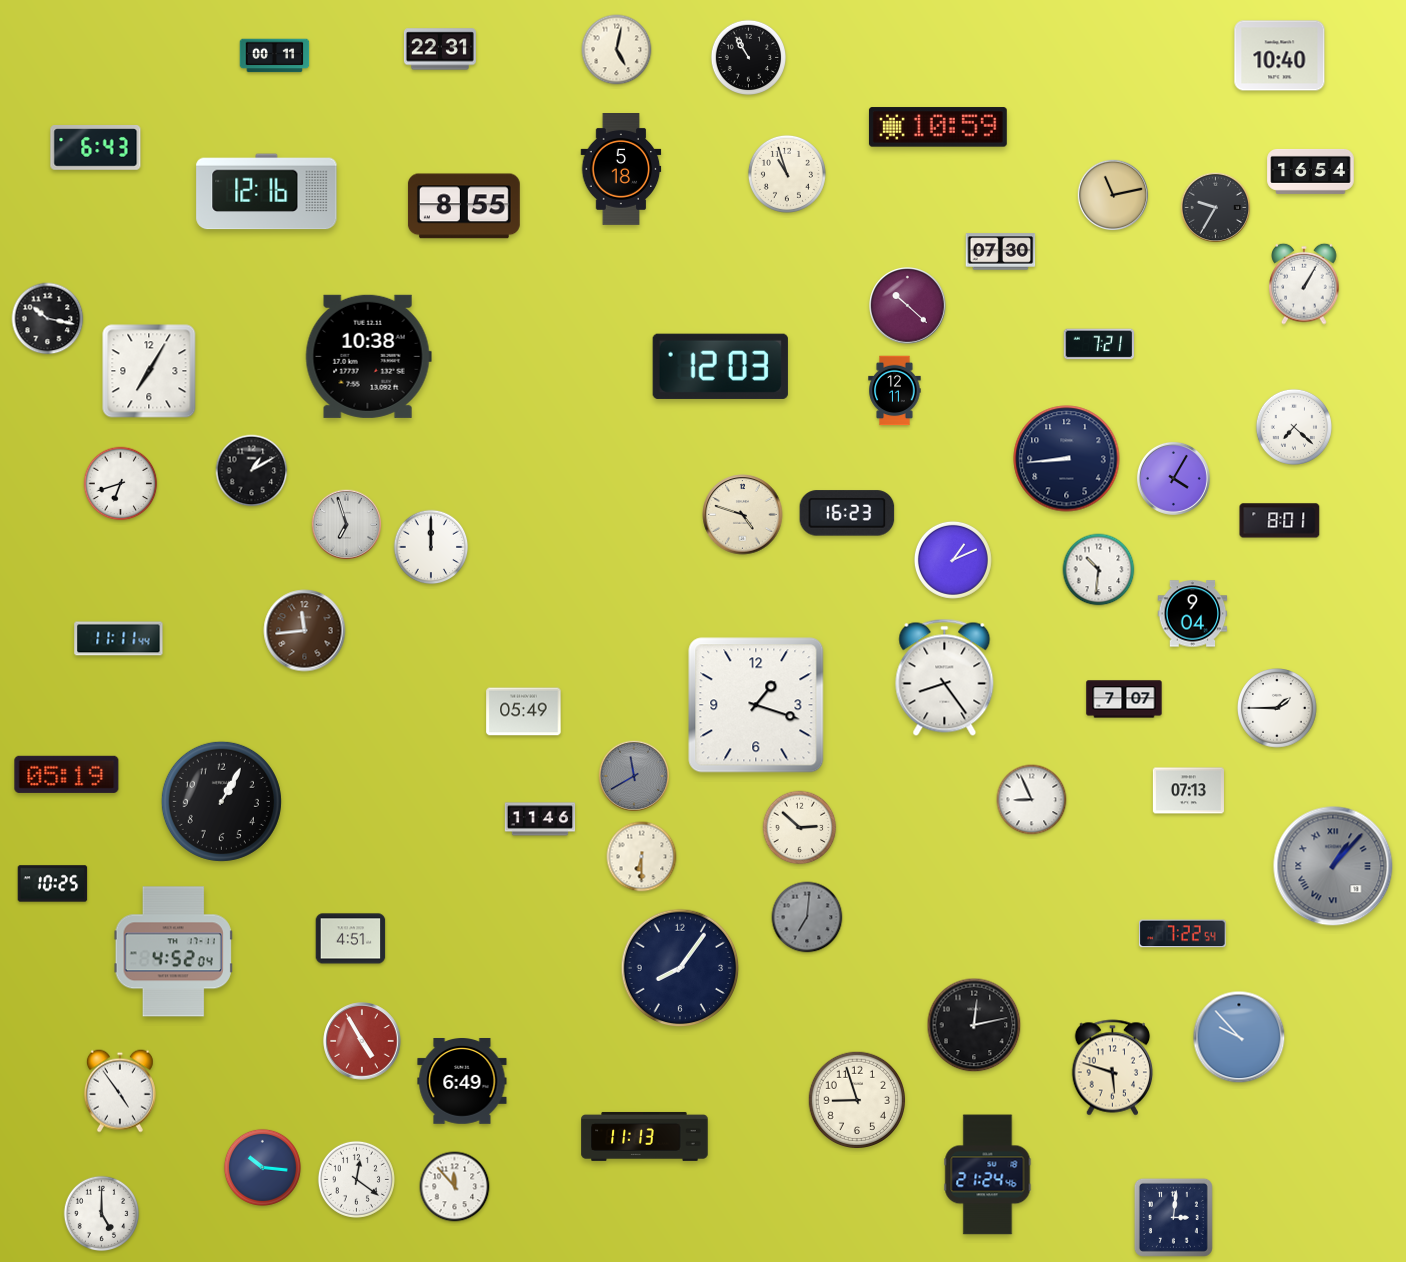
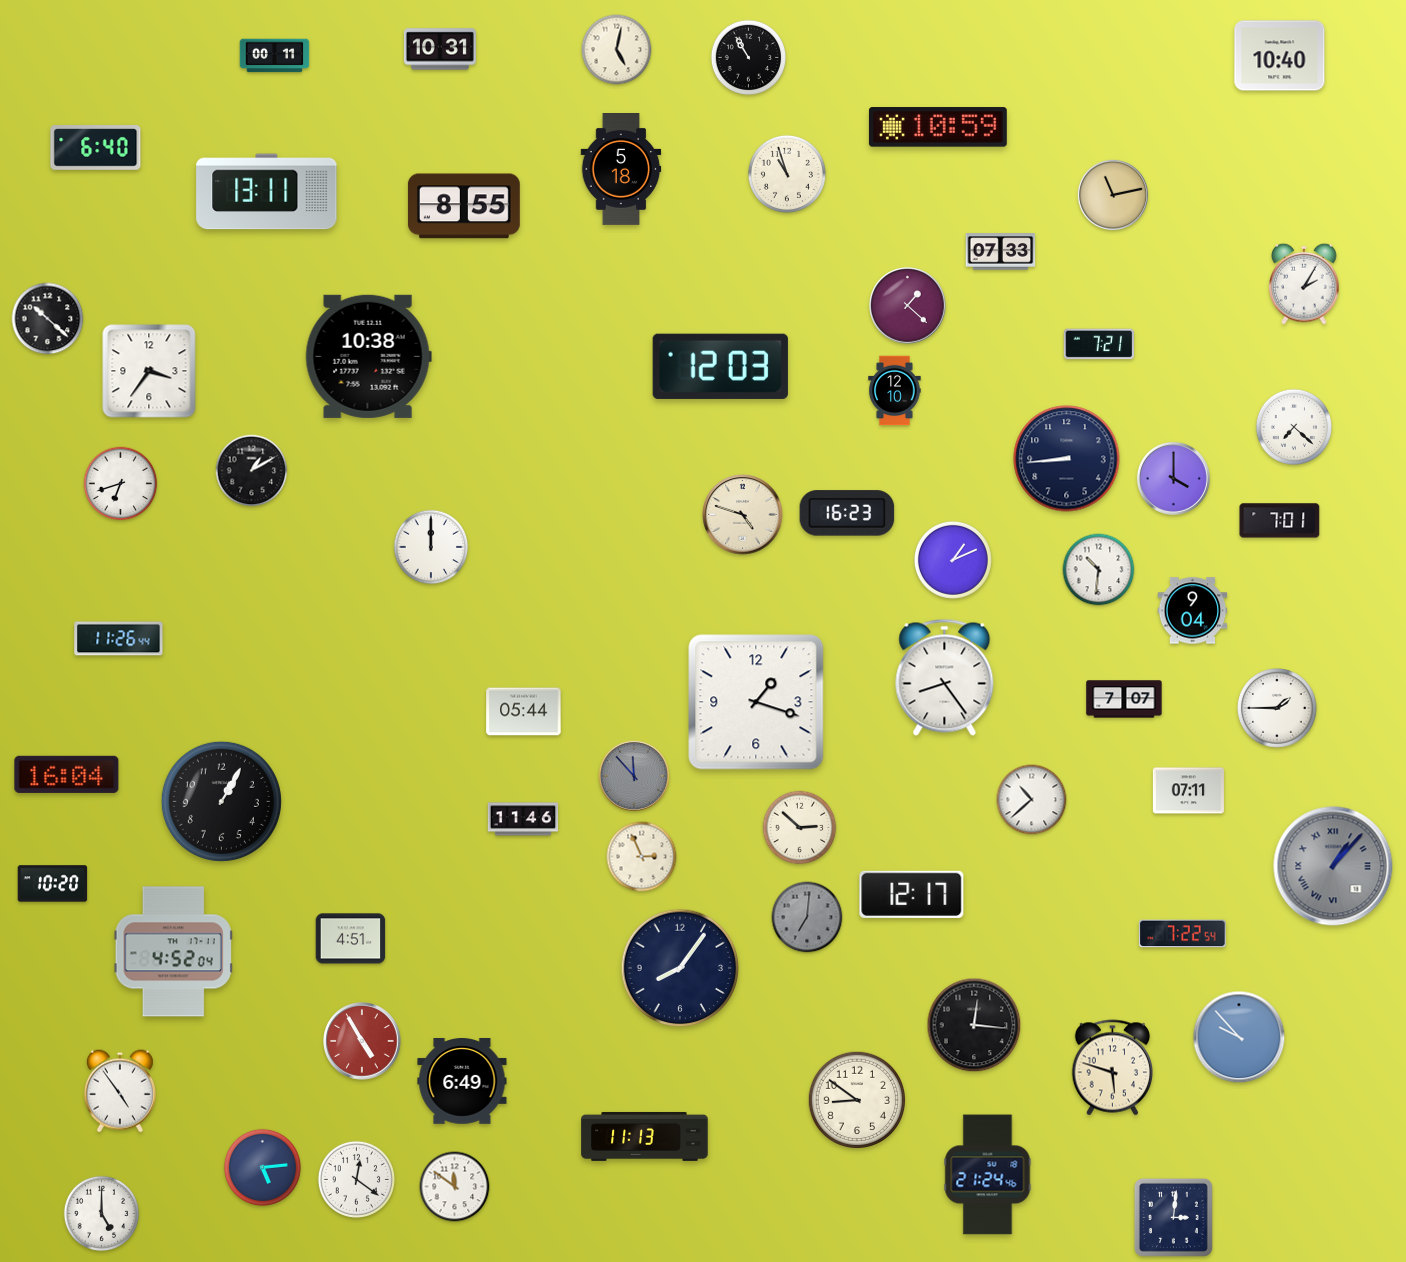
clock at (440, 49): 22:31 -> 10:31
clock at (96, 148): 6:43 -> 6:40
clock at (1311, 171): 16:54 -> none
clock at (267, 192): 12:16 -> 13:11
clock at (1216, 208): 9:35 -> none
clock at (1001, 252): 07:30 -> 07:33
clock at (1304, 284): 1:05 -> 2:05
clock at (908, 306): 10:22 -> 1:22
clock at (48, 319): 10:17 -> 10:22
clock at (149, 371): 7:05 -> 3:36
clock at (895, 391): 12:11 -> 12:10
clock at (1173, 478): 4:05 -> 4:00
clock at (1280, 521): 8:01 -> 7:01
clock at (347, 525): 6:57 -> none
clock at (1193, 614) position: (1193, 614) -> (1193, 611)
clock at (305, 631): 11:44 -> none
clock at (119, 639): 11:11 -> 11:26
clock at (756, 705) position: (756, 705) -> (756, 702)
clock at (524, 712): 05:49 -> 05:44
clock at (67, 774): 05:19 -> 16:04
clock at (633, 775): 11:40 -> 11:53
clock at (1188, 791): 07:13 -> 07:11
clock at (1032, 800): 8:56 -> 10:38
clock at (540, 819) position: (540, 819) -> (523, 819)
clock at (642, 857): 6:30 -> 2:56
clock at (53, 884): 10:25 -> 10:20
clock at (912, 894): none -> 12:17
clock at (974, 1025): 12:13 -> 12:16
clock at (856, 1099): 8:57 -> 8:51
clock at (262, 1167): 10:16 -> 5:14
clock at (455, 1187): 11:53 -> 11:51
